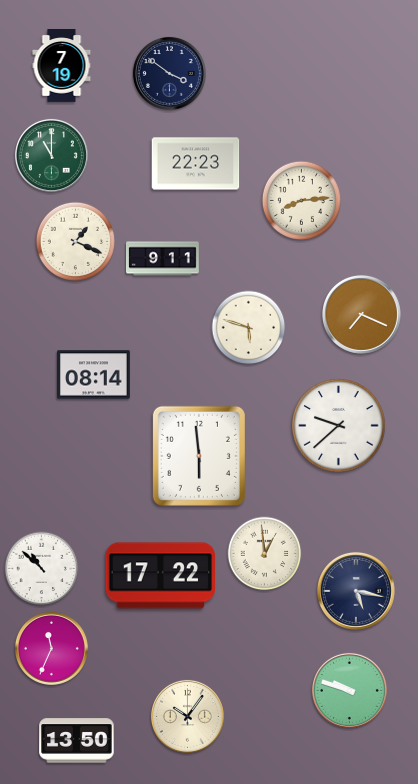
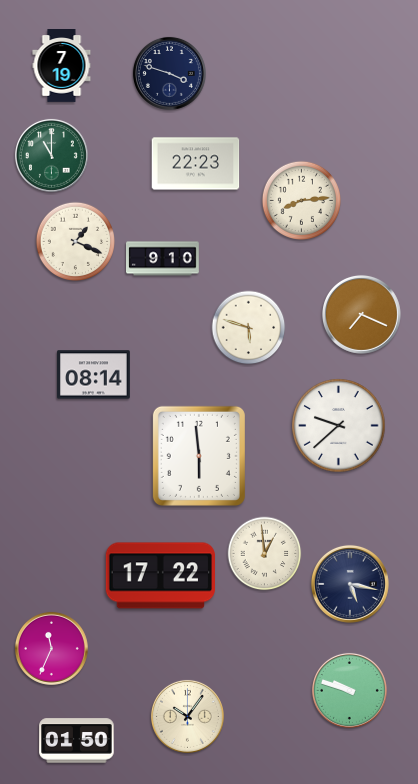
clock at (169, 73): 3:51 -> 3:48
clock at (163, 259): 9:11 -> 9:10
clock at (42, 569): 10:52 -> none
clock at (356, 591) position: (356, 591) -> (350, 584)
clock at (77, 741): 13:50 -> 01:50
